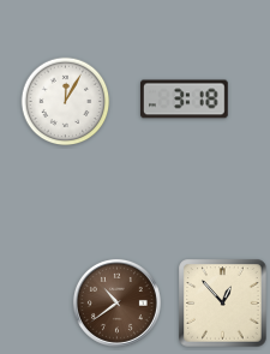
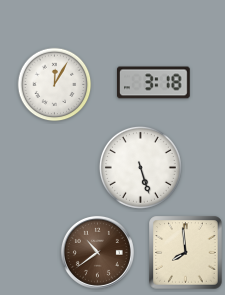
clock at (140, 167): none -> 5:27
clock at (223, 304): 12:53 -> 7:59
